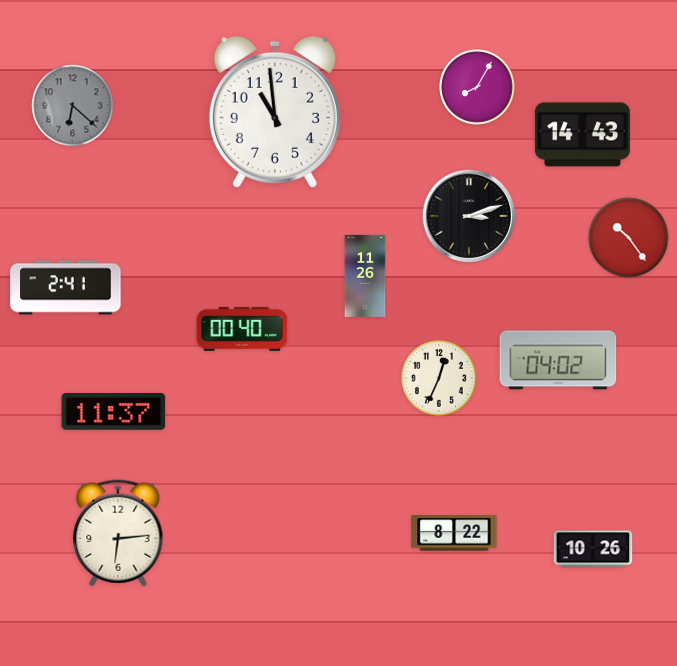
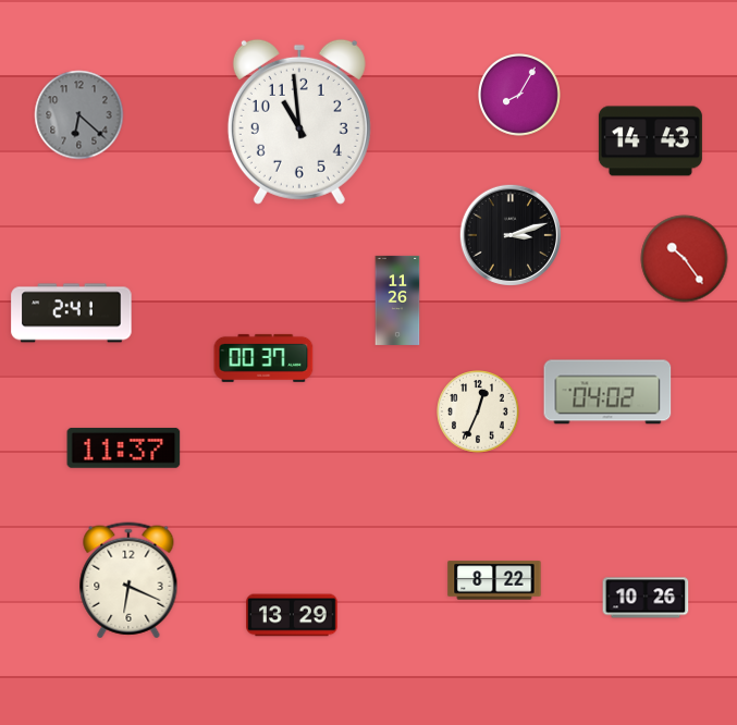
clock at (582, 135) position: (582, 135) -> (650, 142)
clock at (242, 329): 00:40 -> 00:37
clock at (118, 533): 6:14 -> 6:19
clock at (292, 615): none -> 13:29
